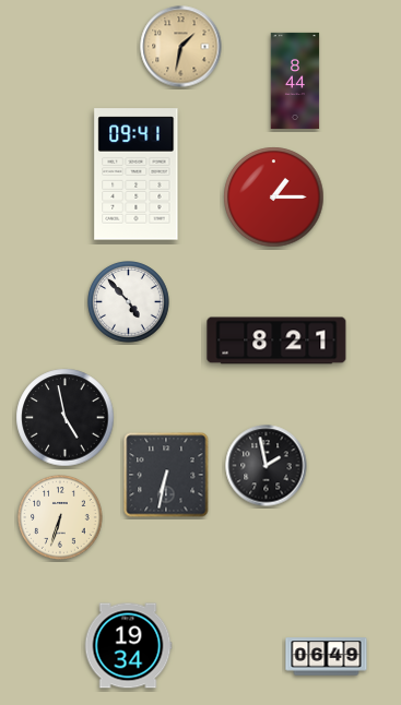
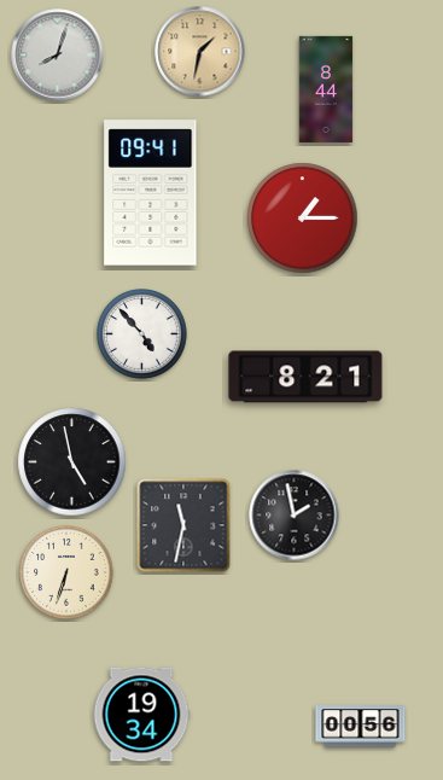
clock at (58, 56): none -> 8:03
clock at (166, 475): 6:32 -> 11:32
clock at (327, 657): 06:49 -> 00:56
